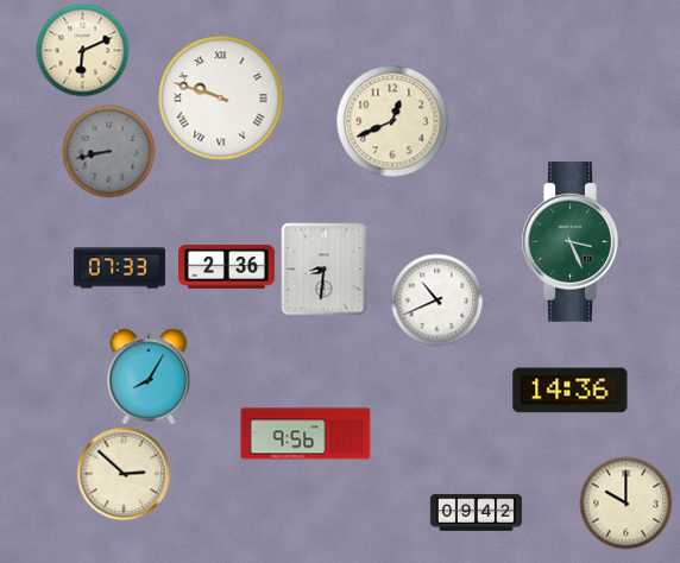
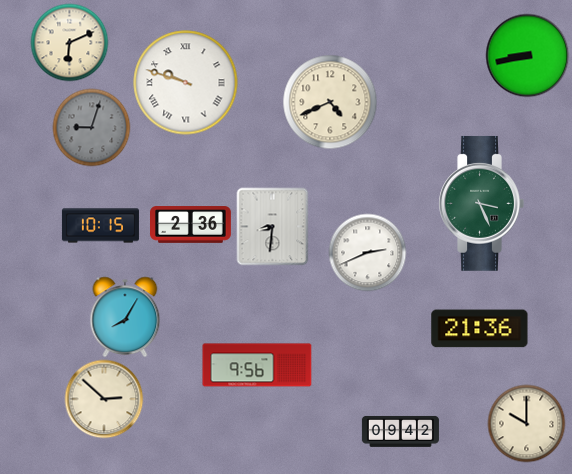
clock at (527, 55): none -> 8:43
clock at (392, 121): 12:41 -> 4:41
clock at (108, 151): 8:43 -> 9:03
clock at (119, 268): 07:33 -> 10:15
clock at (436, 299): 10:41 -> 2:41
clock at (571, 391): 14:36 -> 21:36
